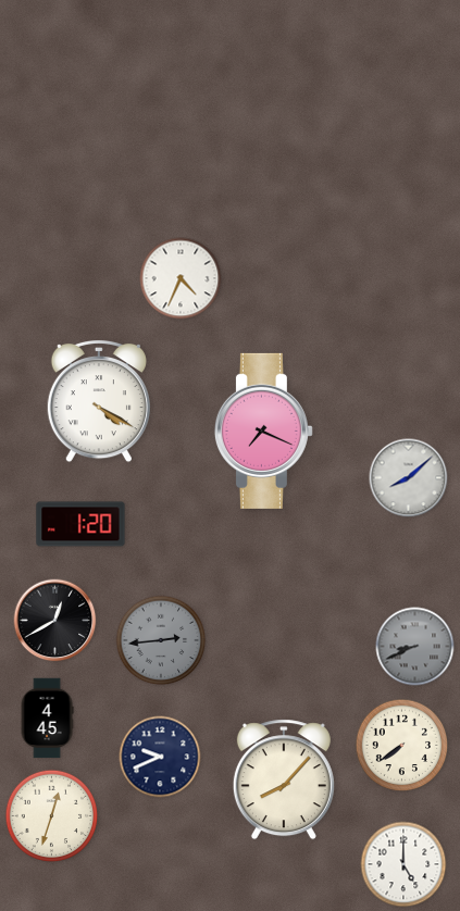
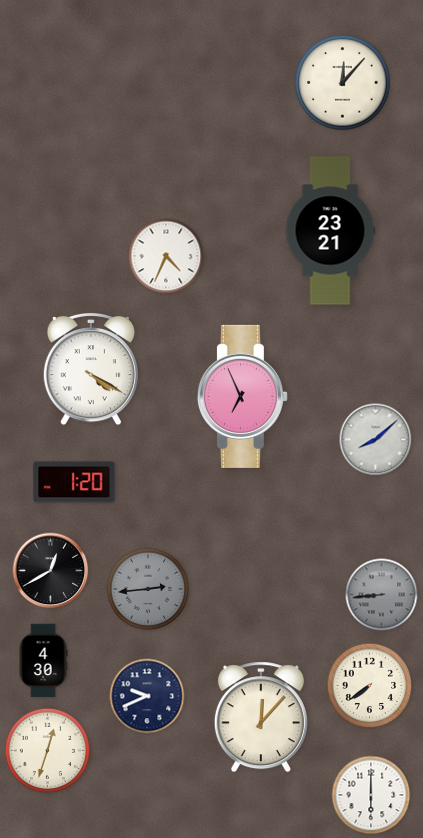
clock at (343, 83): none -> 12:07
clock at (330, 231): none -> 23:21
clock at (263, 430): 7:19 -> 6:56
clock at (415, 647): 8:41 -> 8:44
clock at (47, 719): 4:45 -> 4:30
clock at (284, 779): 8:07 -> 12:07
clock at (403, 864): 5:00 -> 6:00
